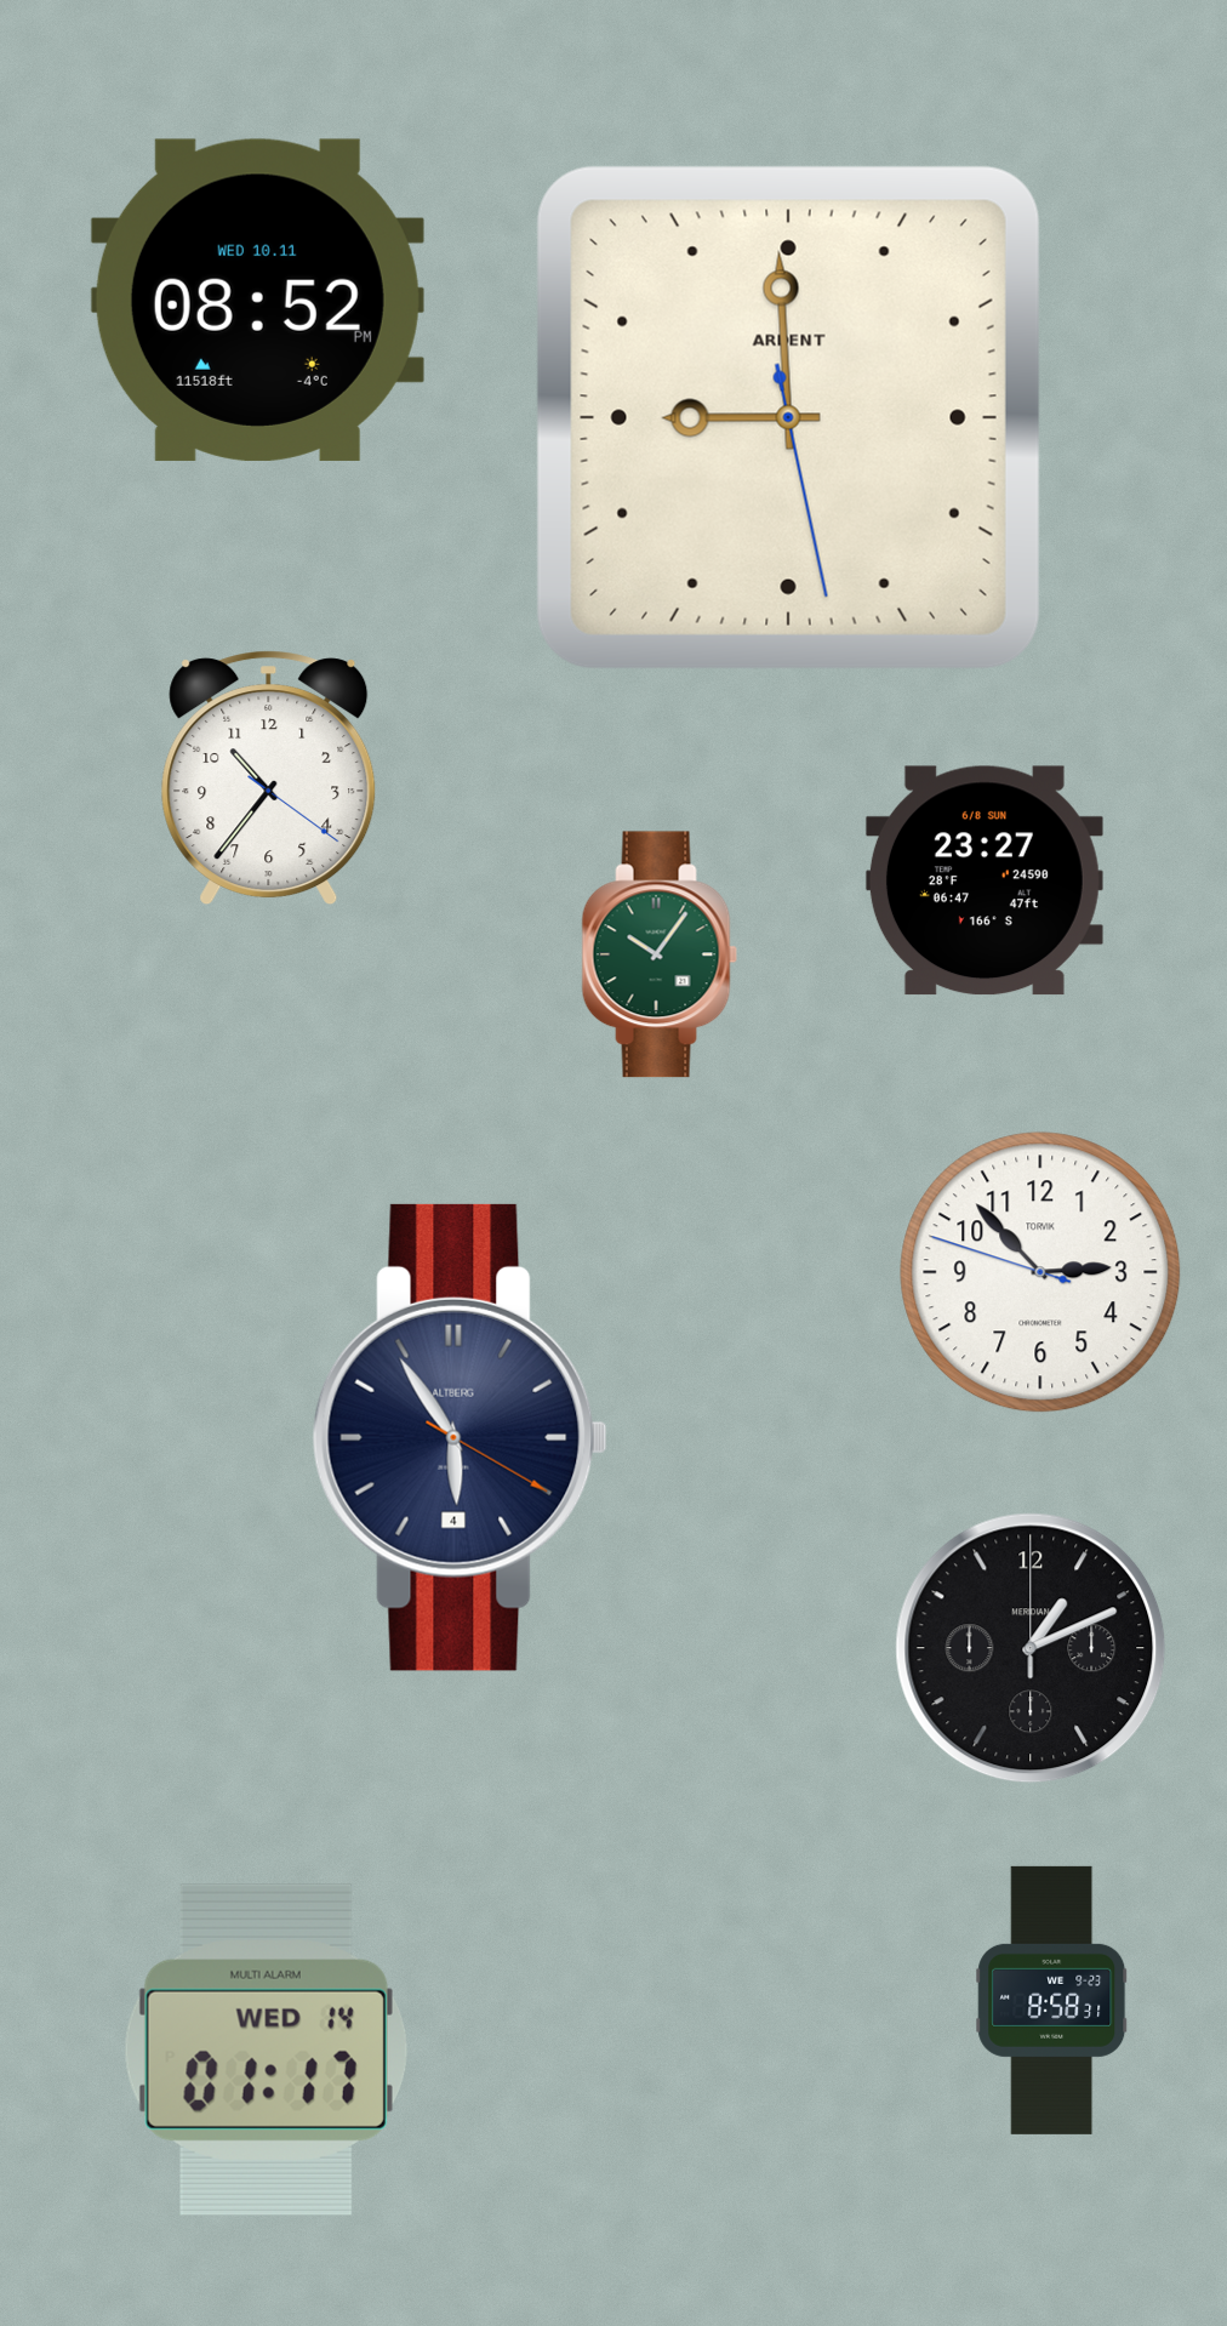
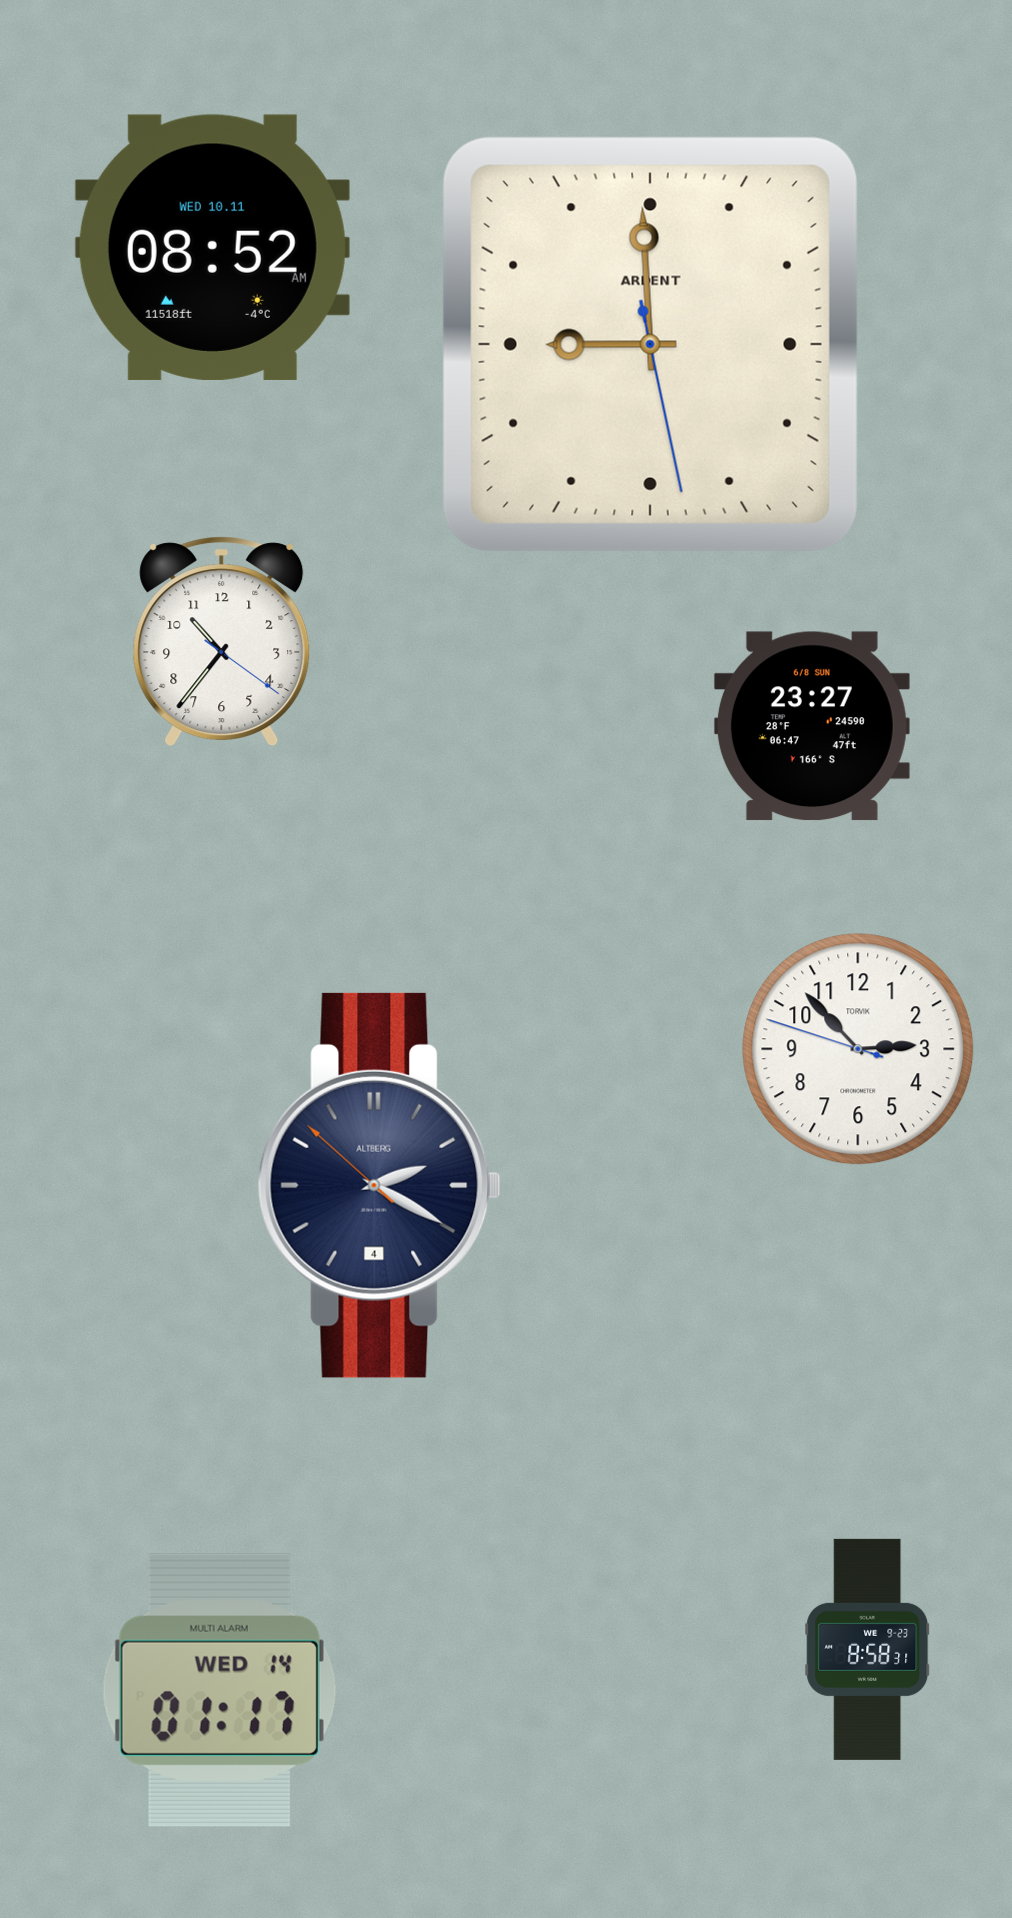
clock at (257, 300): 08:52 PM -> 08:52 AM
clock at (660, 954): 10:06 -> none
clock at (460, 1437): 5:54 -> 2:19
clock at (1031, 1648): 1:11 -> none
